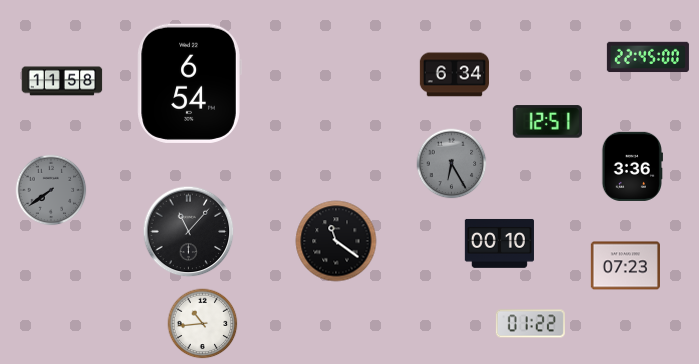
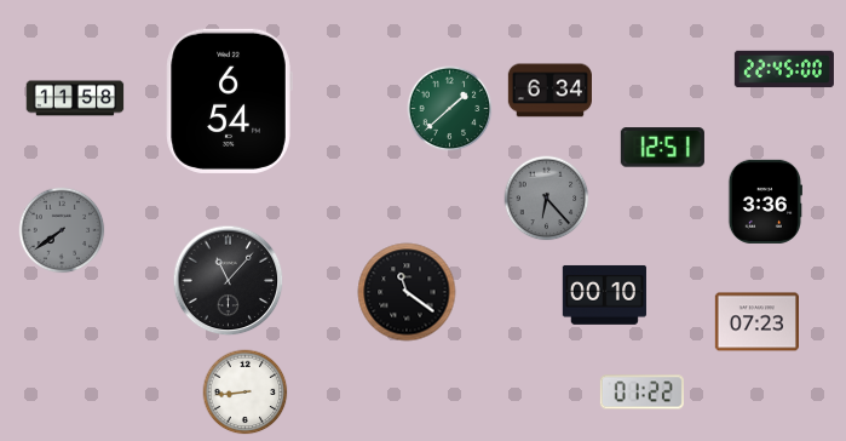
clock at (450, 109): none -> 1:38
clock at (452, 164): 6:25 -> 6:23
clock at (203, 324): 10:44 -> 8:44
